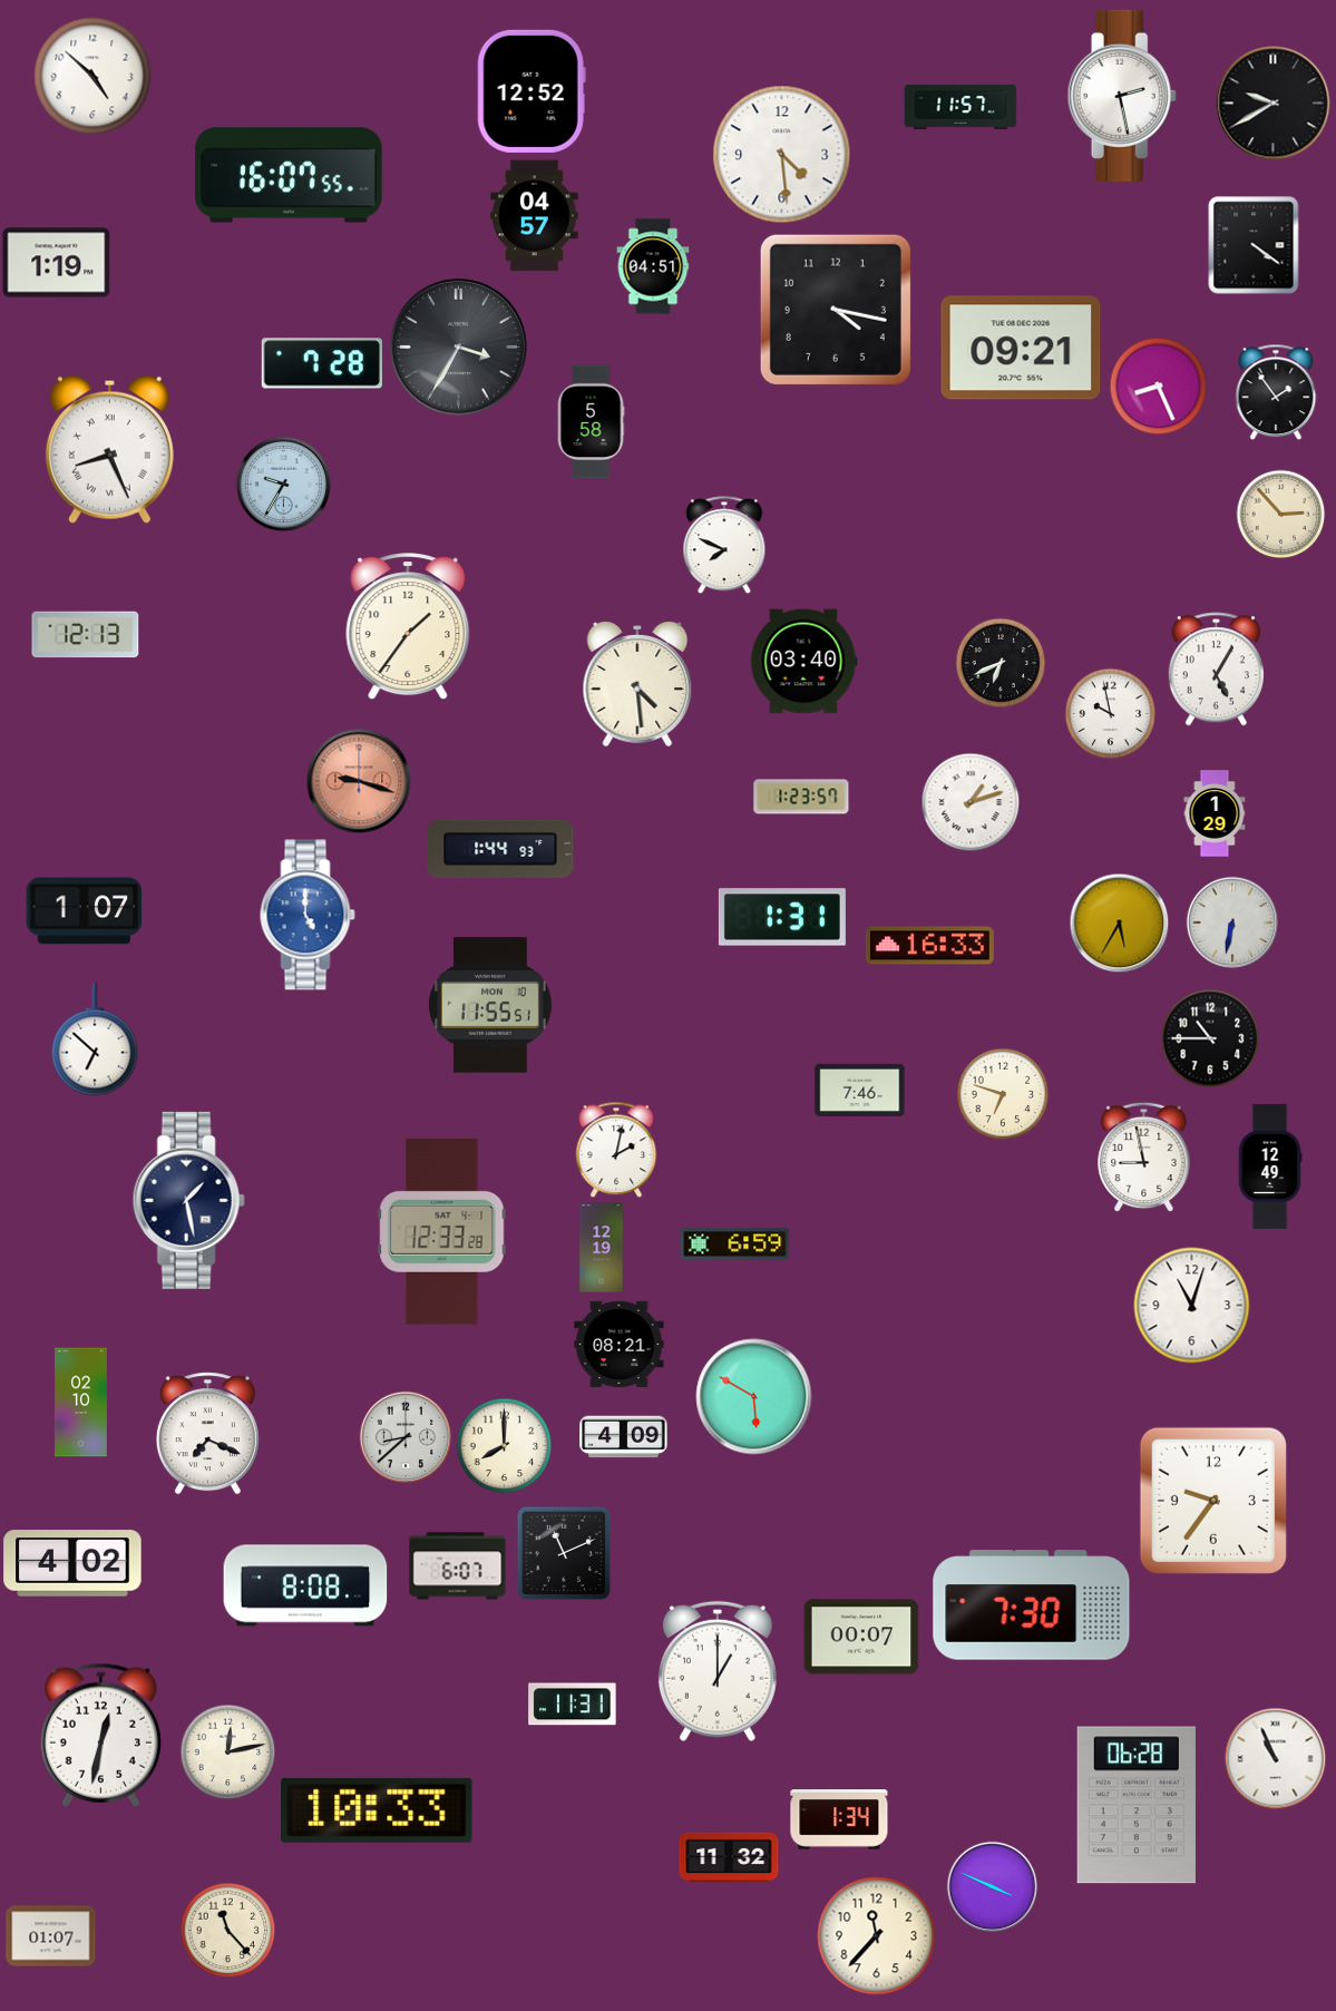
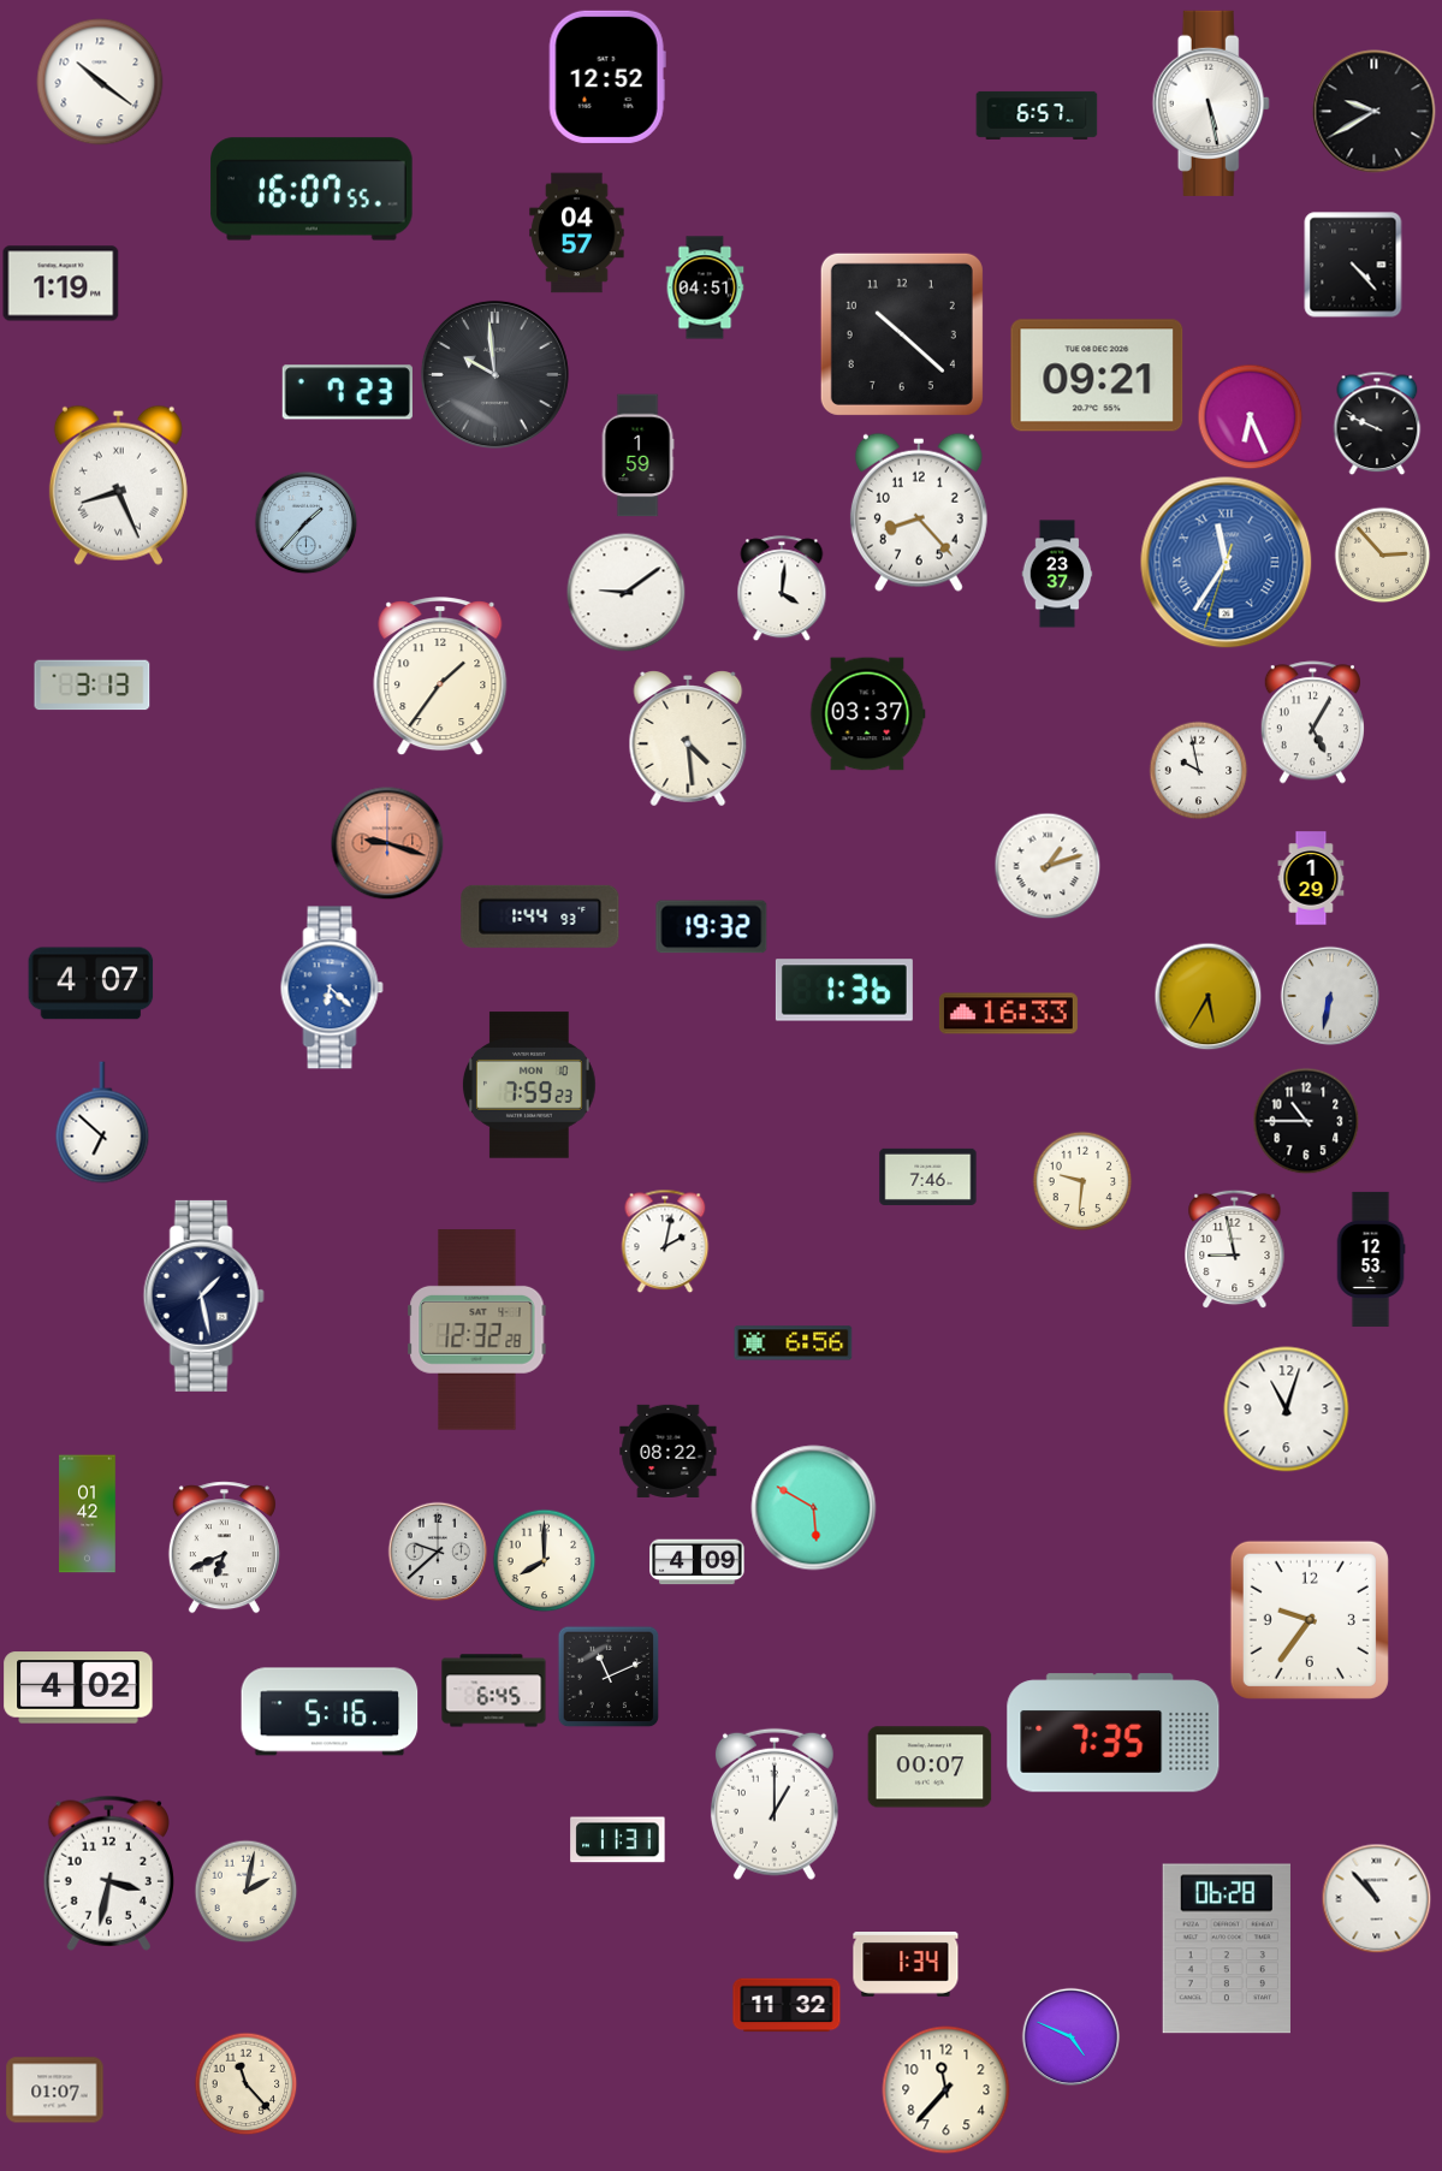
clock at (92, 76): 4:52 -> 10:21
clock at (532, 91) position: (532, 91) -> (607, 77)
clock at (1122, 96): 2:28 -> 5:28
clock at (960, 107): 11:57 -> 6:57
clock at (782, 155): 4:29 -> none
clock at (1254, 245): 4:21 -> 4:23
clock at (836, 310): 4:17 -> 10:22
clock at (458, 346): 3:35 -> 9:59
clock at (1021, 348) position: (1021, 348) -> (1097, 375)
clock at (322, 363): 7:28 -> 7:23
clock at (1158, 385): 8:26 -> 6:26
clock at (1276, 392): 1:54 -> 9:49
clock at (591, 422): 5:58 -> 1:59
clock at (919, 512): none -> 8:23
clock at (283, 484): 9:35 -> 1:37
clock at (1227, 563): none -> 11:35
clock at (1057, 574): none -> 23:37
clock at (724, 545): 7:49 -> 4:01
clock at (627, 593): none -> 9:09
clock at (86, 635): 12:13 -> 3:13
clock at (803, 662): 03:40 -> 03:37
clock at (1001, 663): 6:41 -> none
clock at (801, 797): 1:23 -> none
clock at (712, 927): none -> 19:32
clock at (85, 911): 1:07 -> 4:07
clock at (308, 915): 5:00 -> 6:22
clock at (782, 917): 1:31 -> 1:36
clock at (929, 946) position: (929, 946) -> (1008, 1014)
clock at (490, 1005): 11:55 -> 7:59
clock at (1003, 1094): 6:48 -> 9:31
clock at (1270, 1166): 12:49 -> 12:53
clock at (442, 1232): 12:33 -> 12:32
clock at (735, 1244): 6:59 -> 6:56
clock at (602, 1248): 12:19 -> none
clock at (620, 1344): 08:21 -> 08:22
clock at (81, 1403): 02:10 -> 01:42
clock at (207, 1434): 7:19 -> 6:41
clock at (406, 1437): 8:38 -> 9:38
clock at (624, 1437) position: (624, 1437) -> (698, 1562)
clock at (458, 1566): 6:07 -> 6:45
clock at (305, 1585): 8:08 -> 5:16
clock at (1032, 1605): 7:30 -> 7:35
clock at (100, 1735): 12:32 -> 3:32
clock at (227, 1751): 12:13 -> 2:02
clock at (1275, 1758): 10:56 -> 10:53
clock at (377, 1810): 10:33 -> none
clock at (992, 1886): 3:49 -> 4:49
